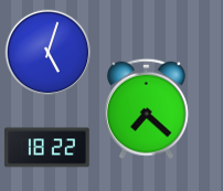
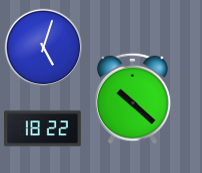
clock at (146, 108): 7:22 -> 10:22
clock at (47, 148) position: (47, 148) -> (43, 129)
